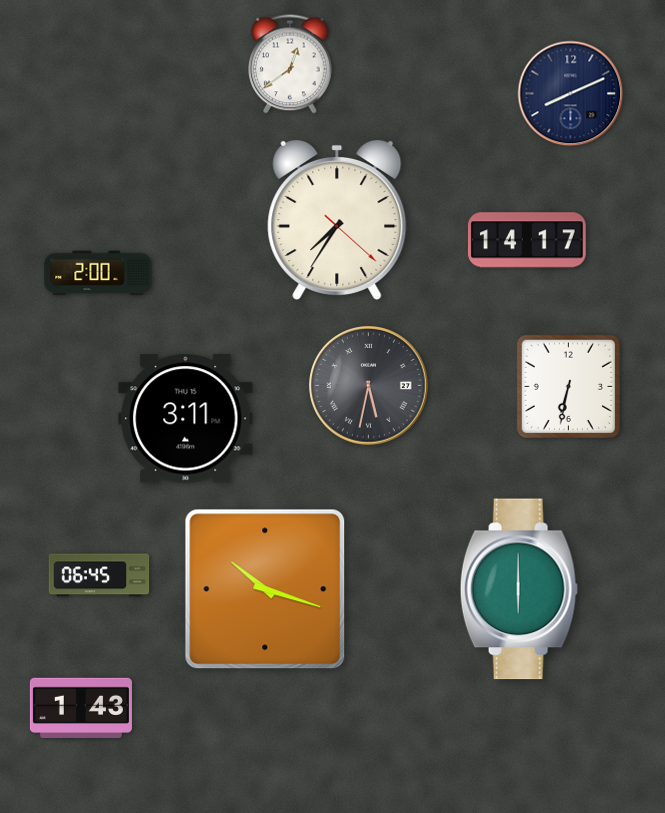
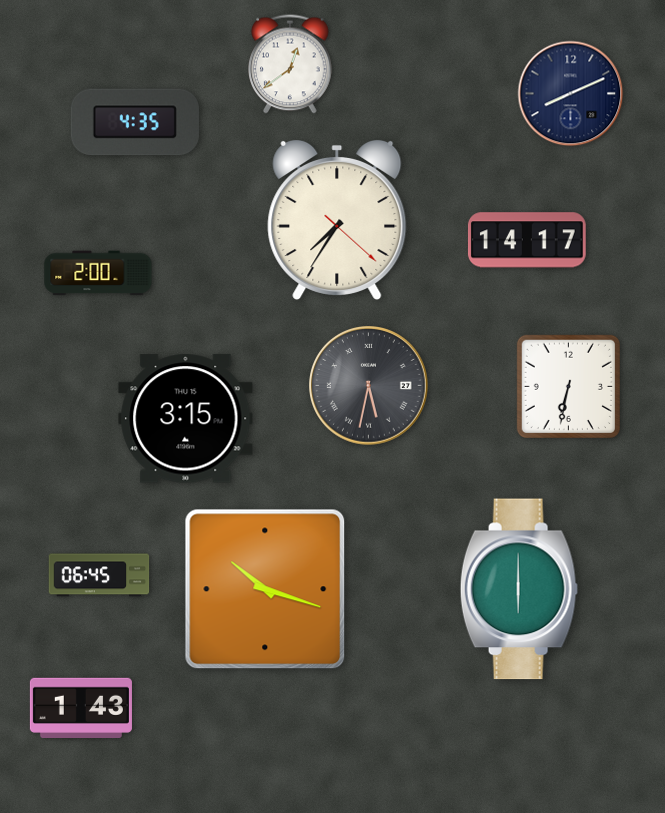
clock at (135, 122): none -> 4:35
clock at (186, 419): 3:11 -> 3:15
